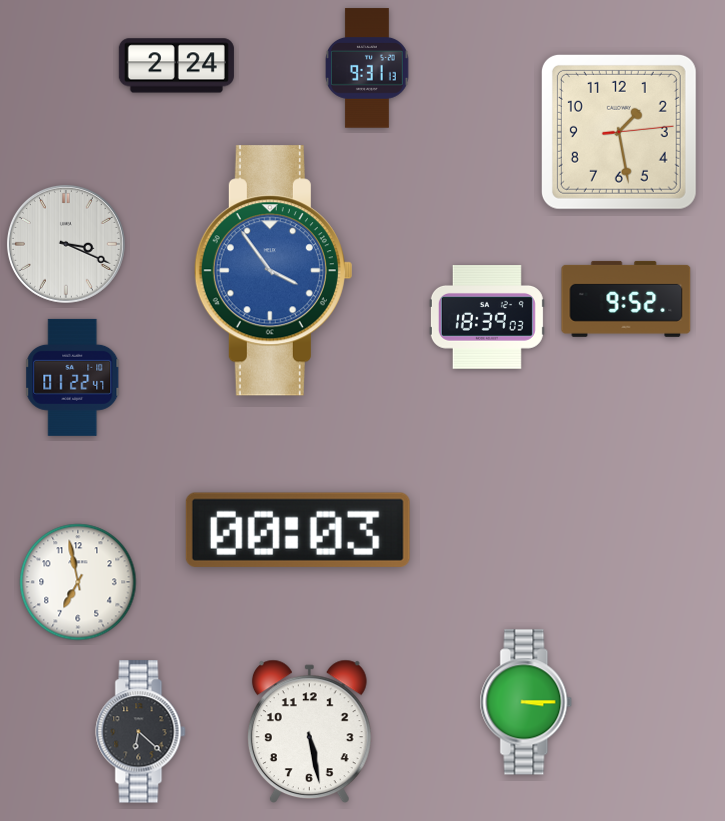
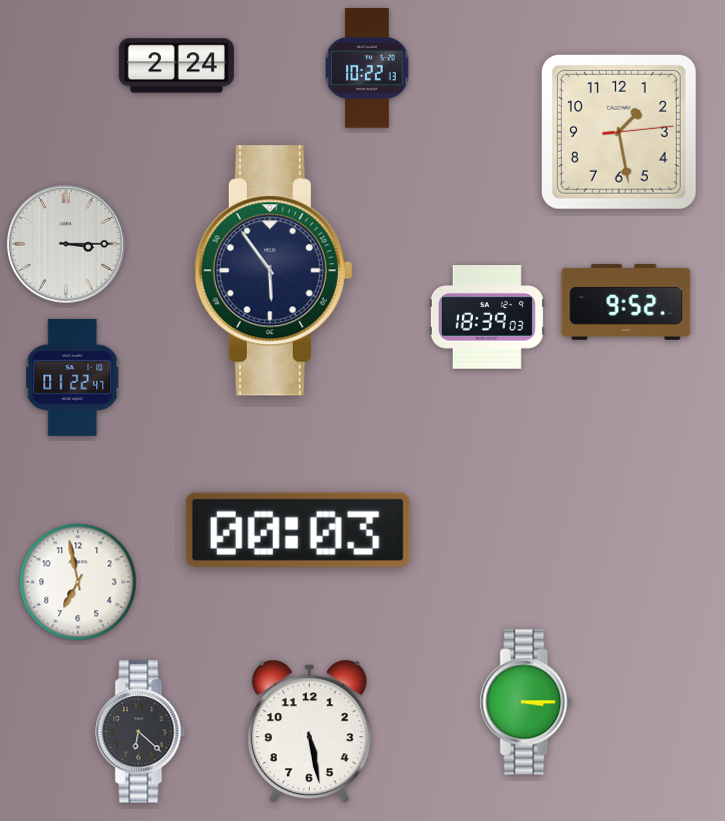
clock at (368, 68): 9:31 -> 10:22
clock at (66, 244): 3:19 -> 3:15
clock at (273, 271): 3:54 -> 5:54
clock at (273, 271) dial: blue -> navy
clock at (626, 299) position: (626, 299) -> (626, 302)
